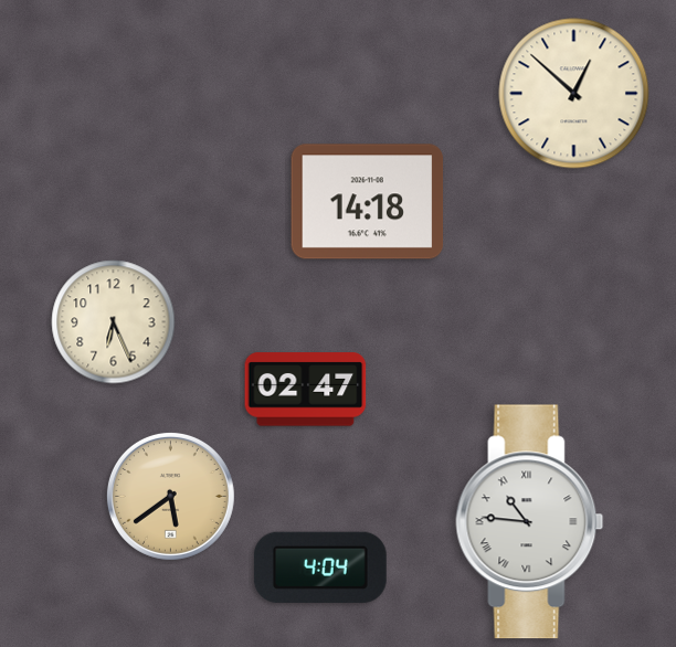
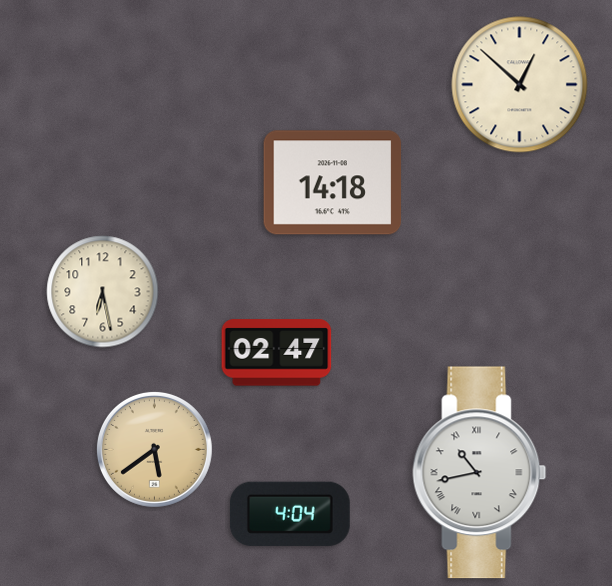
clock at (114, 322): 6:26 -> 6:28
clock at (530, 522): 10:46 -> 10:43
